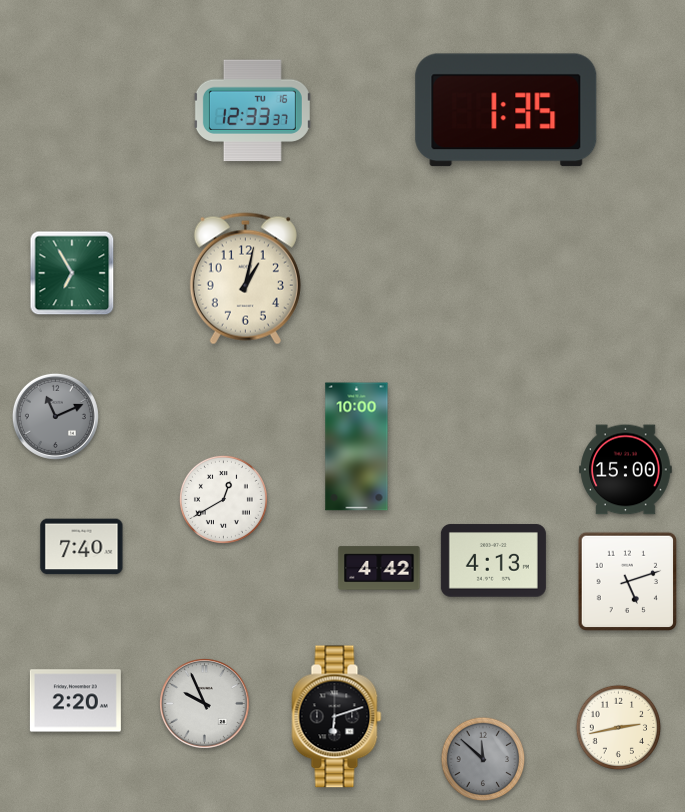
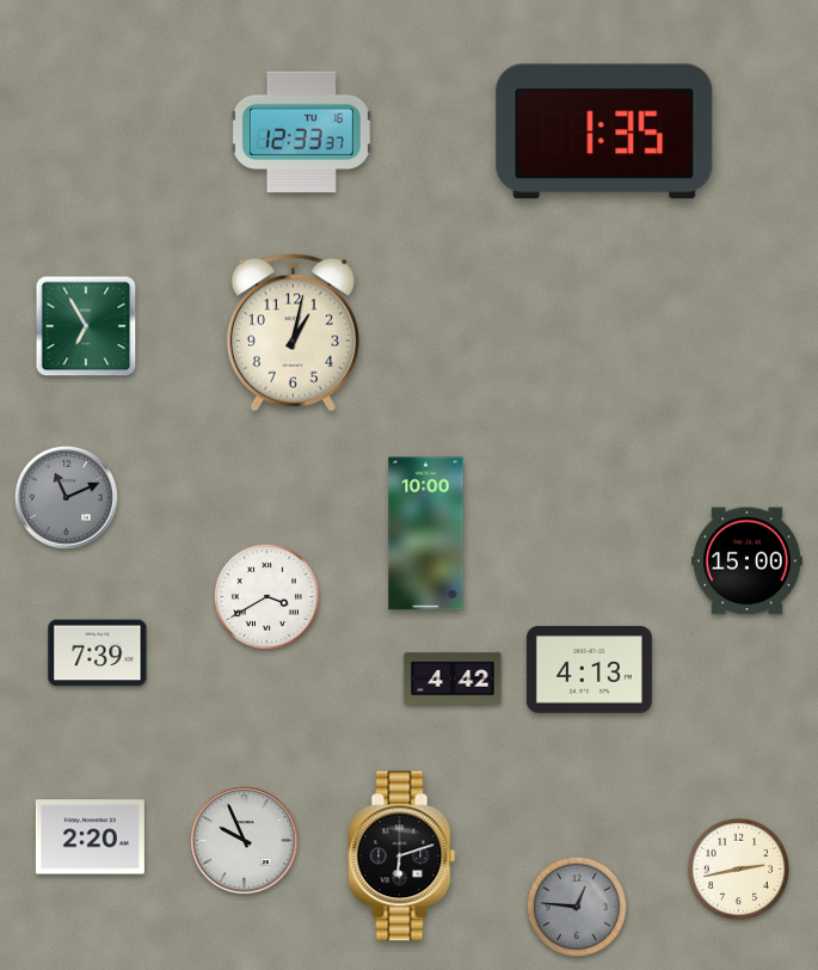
clock at (223, 499): 12:40 -> 3:40
clock at (82, 547): 7:40 -> 7:39
clock at (627, 581): 5:12 -> none
clock at (483, 759): 11:52 -> 12:46
